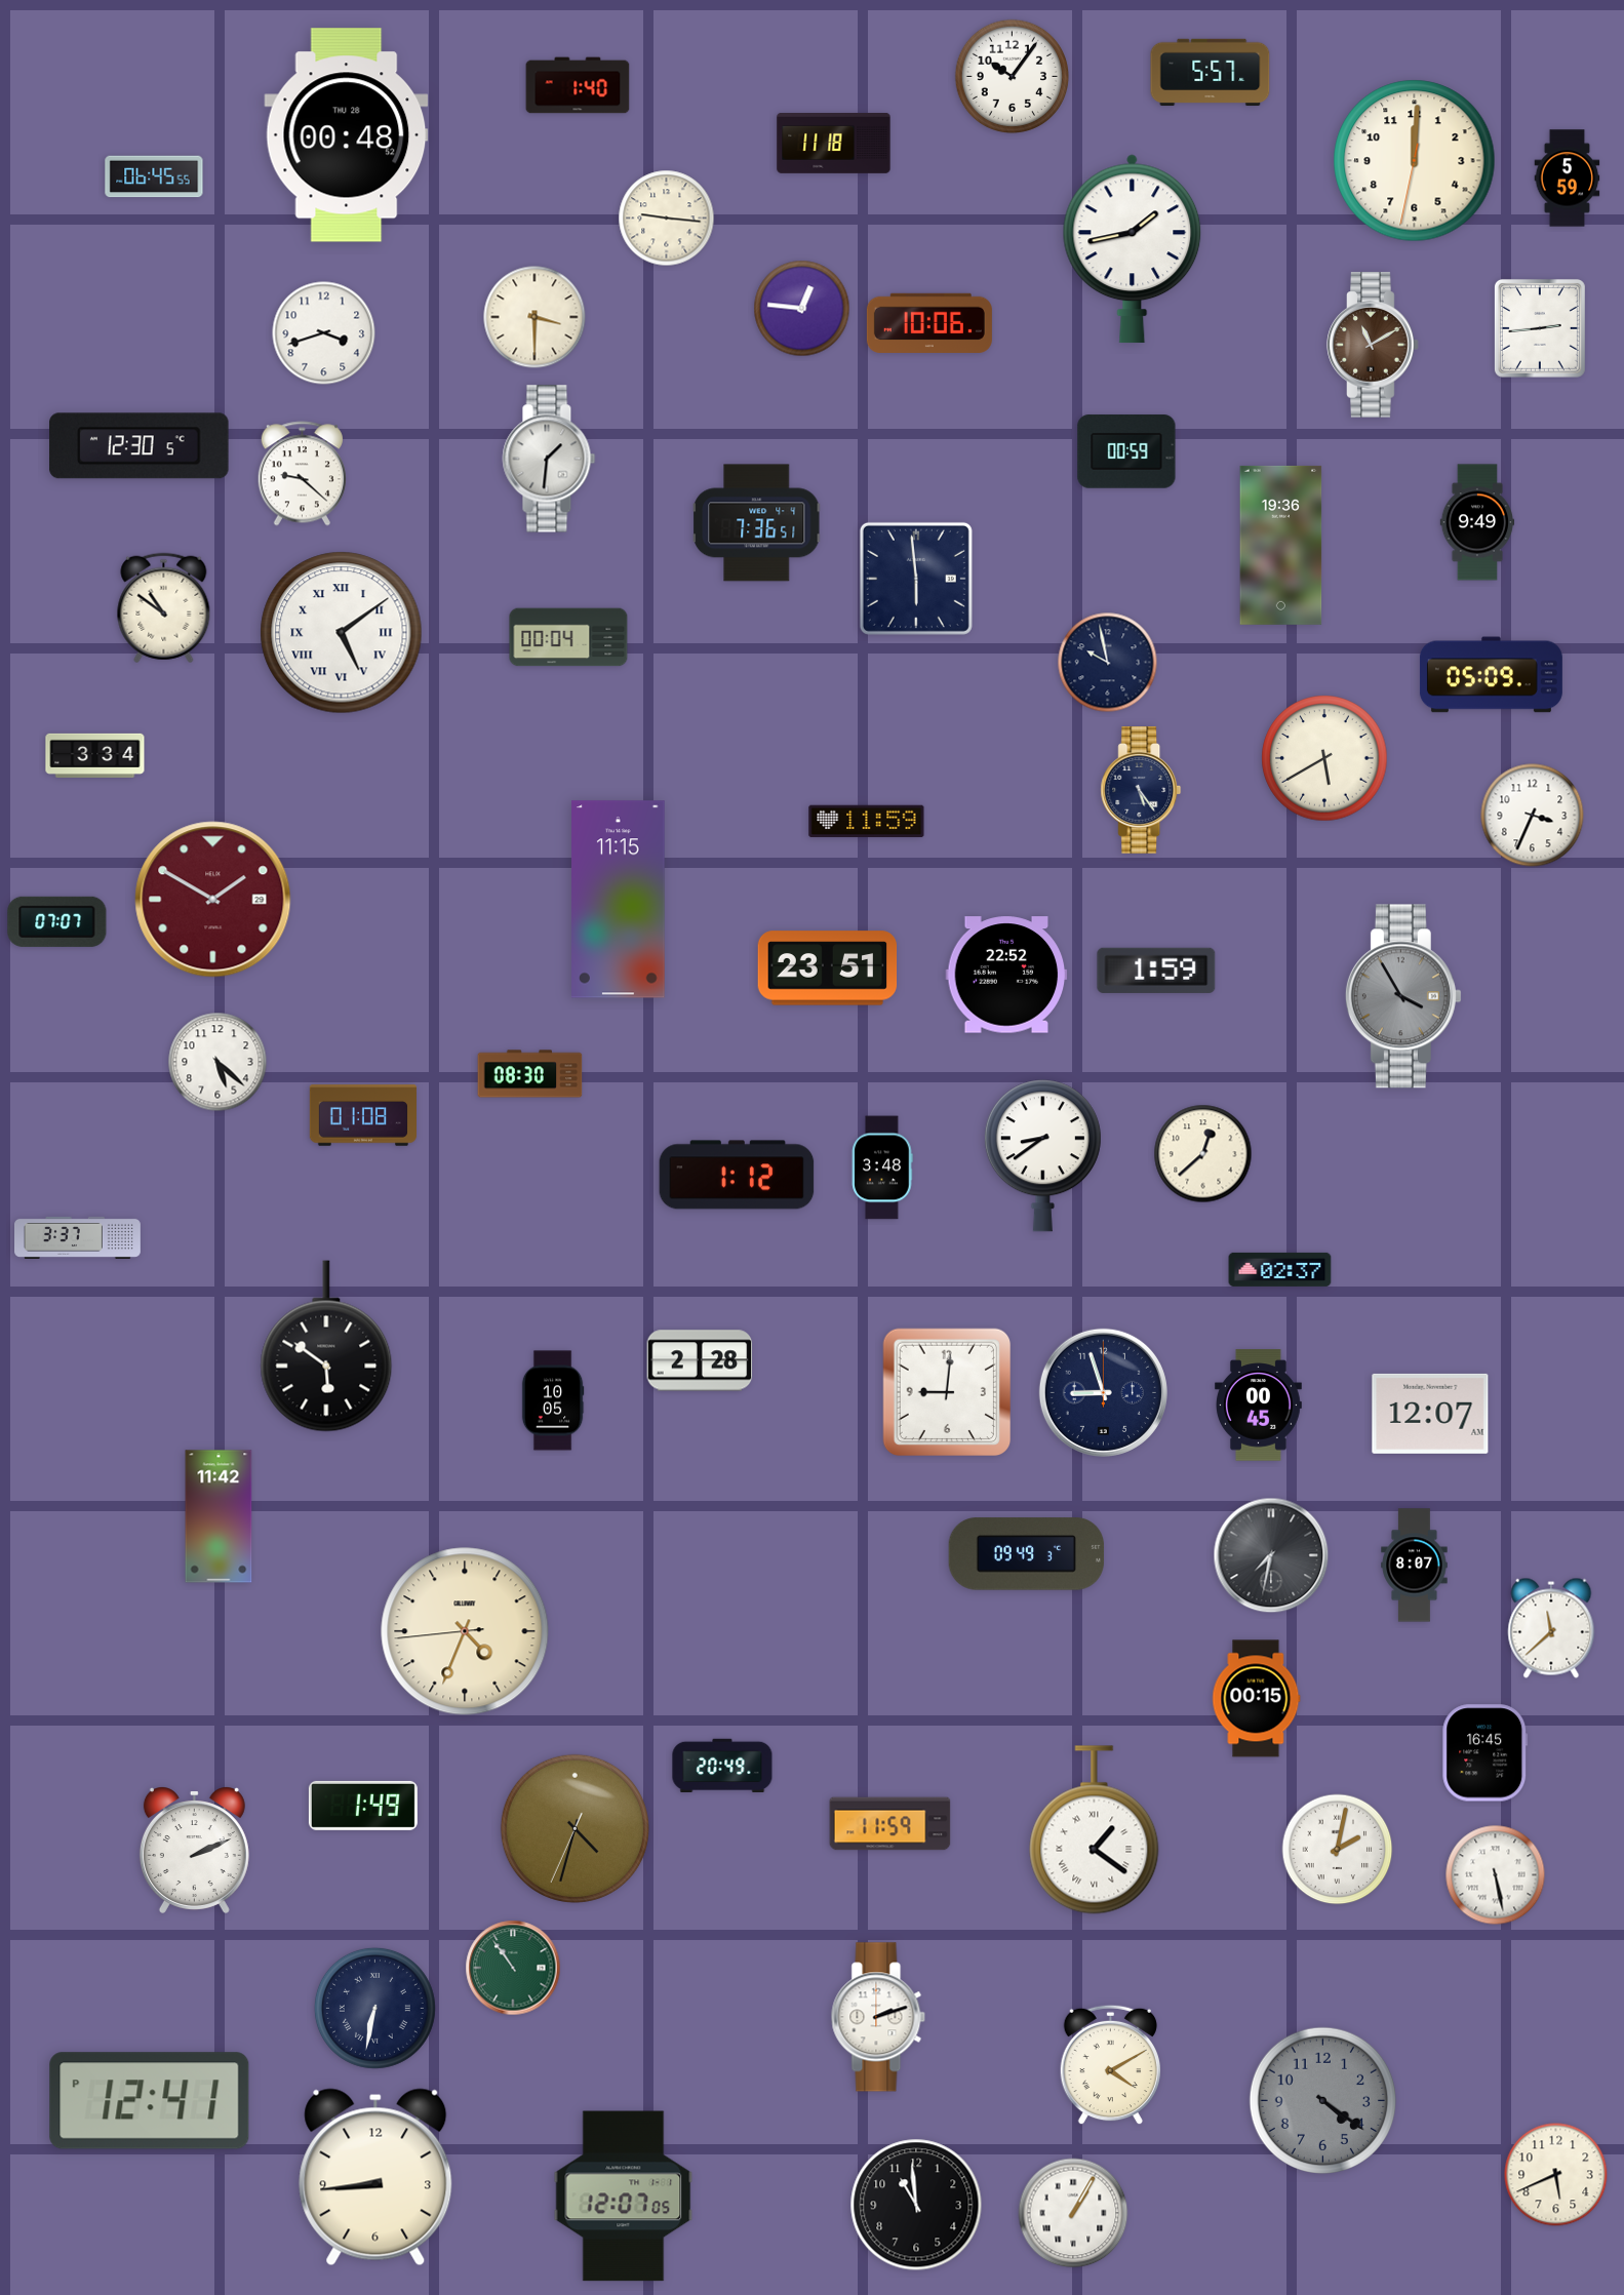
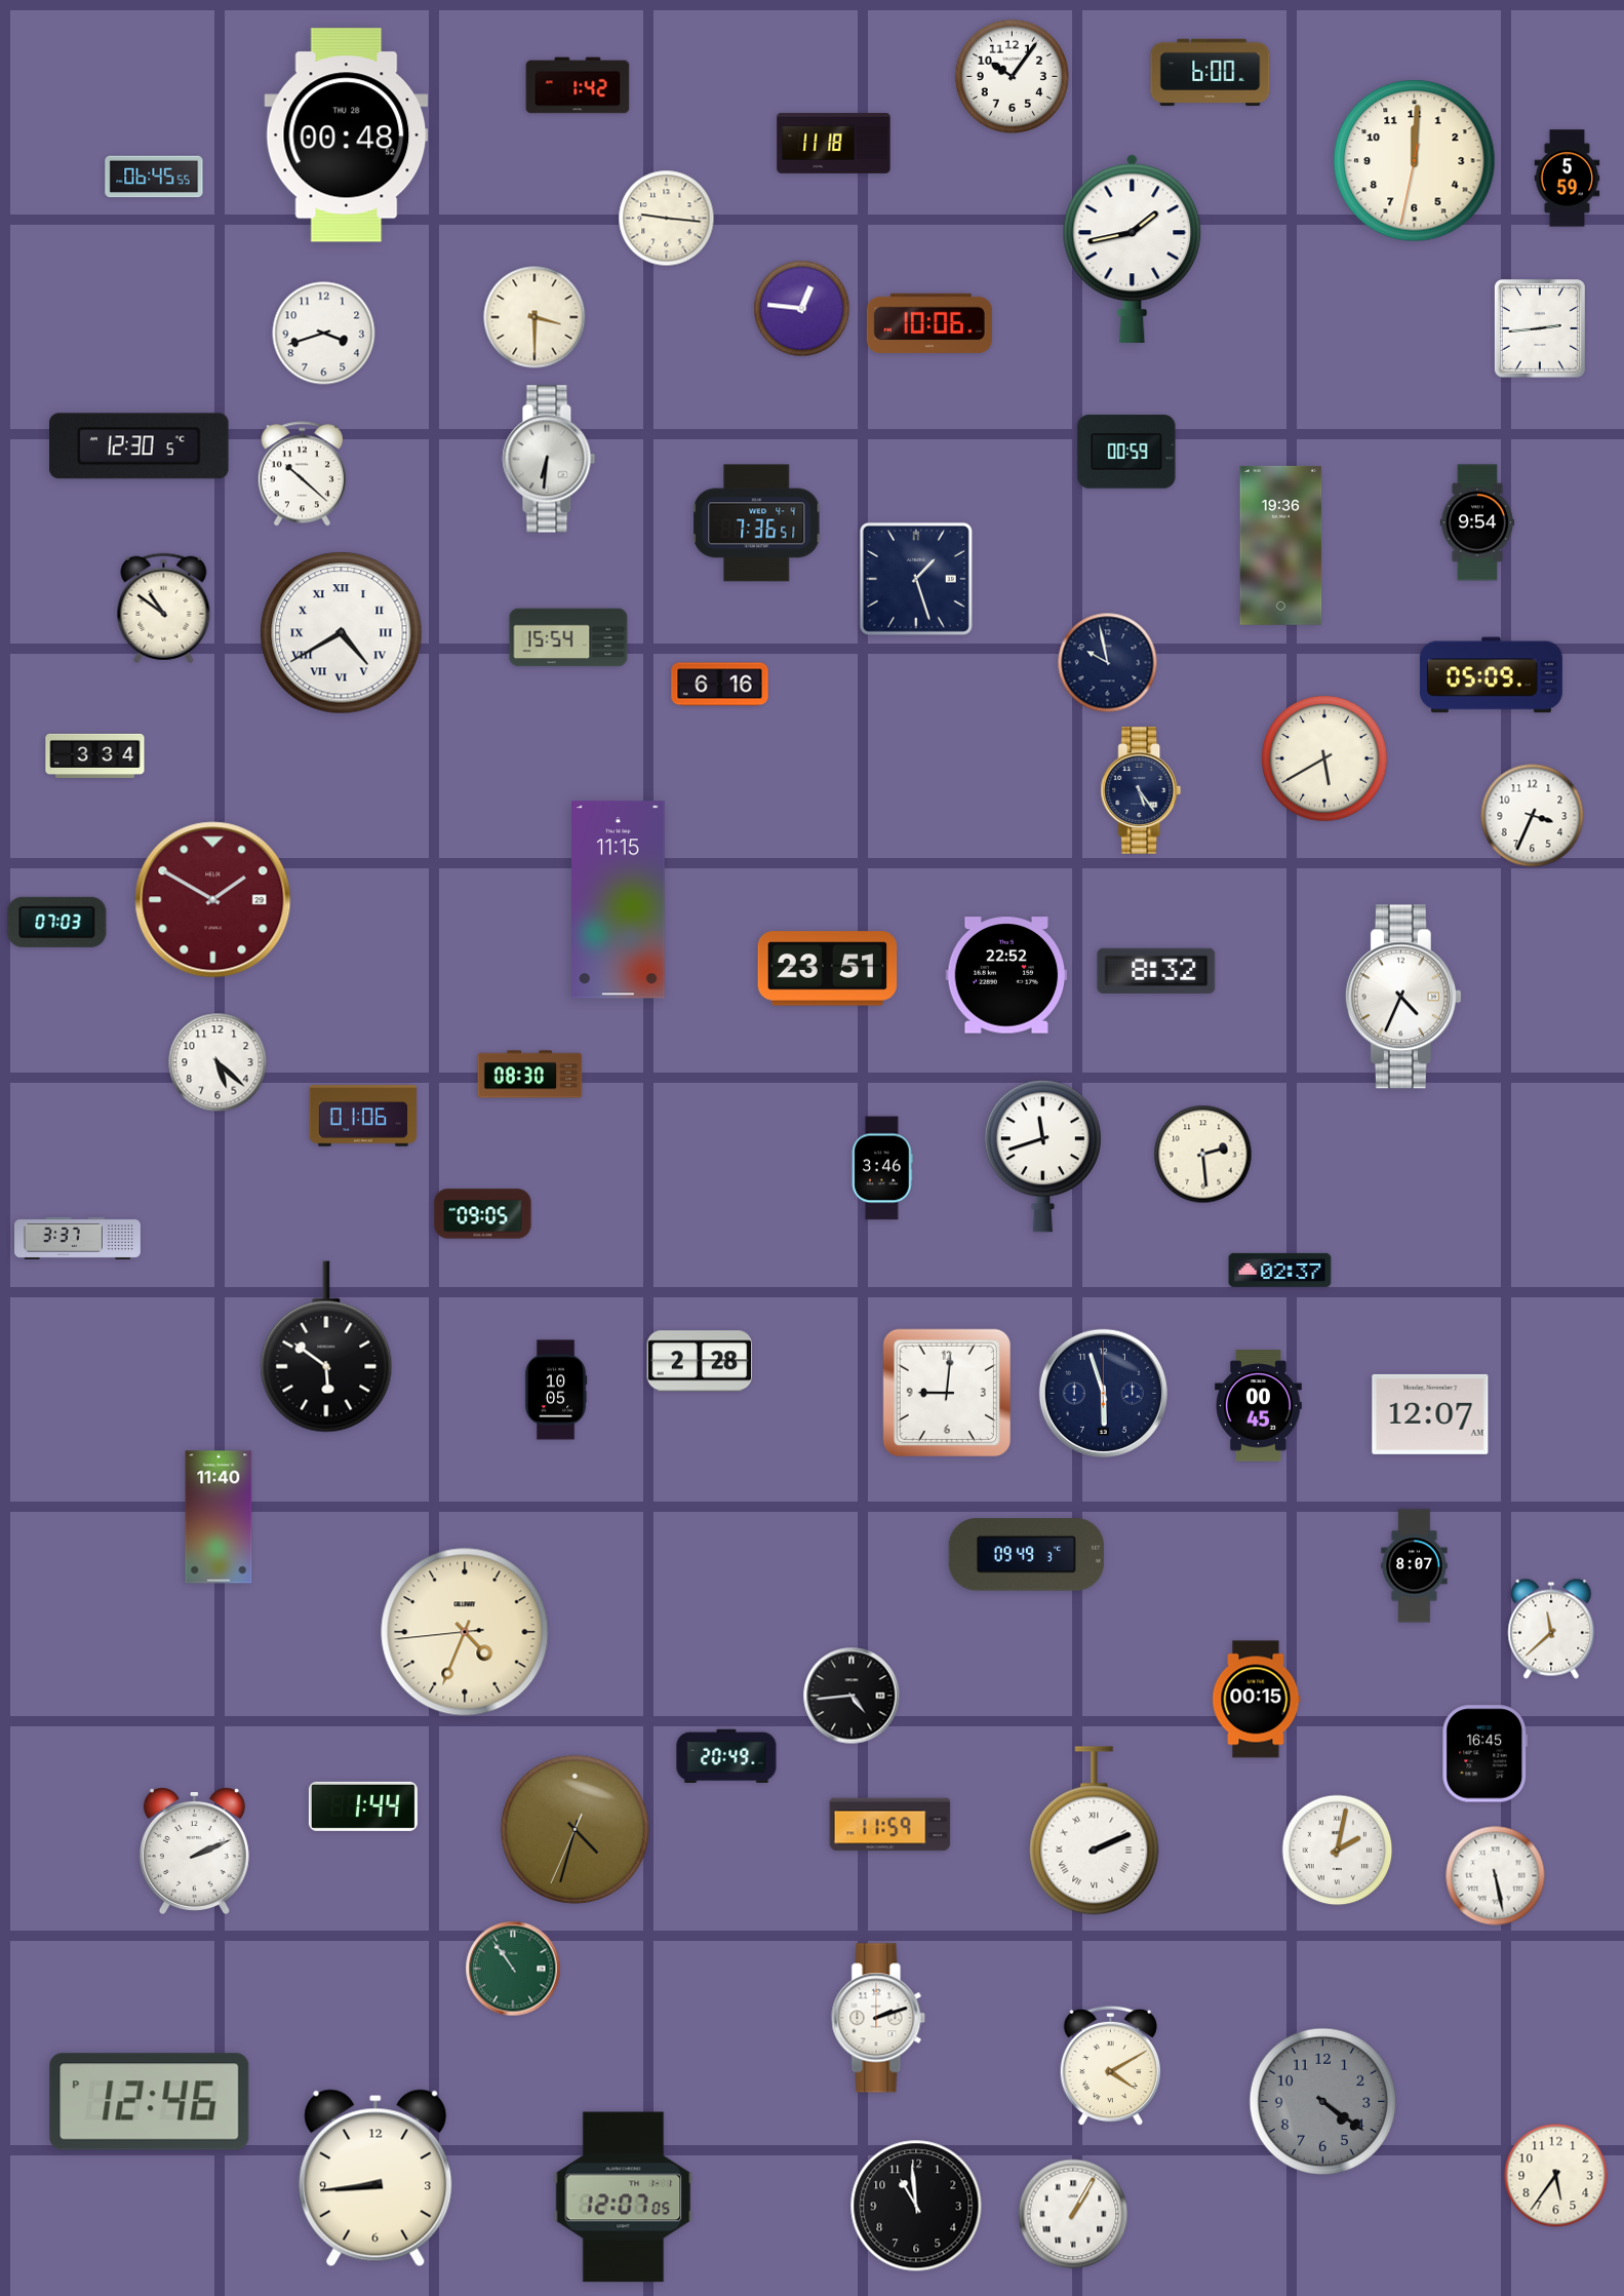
clock at (1211, 73): 5:57 -> 6:00
clock at (578, 85): 1:40 -> 1:42
clock at (1373, 345): 11:10 -> none
clock at (549, 459): 1:31 -> 6:31
clock at (302, 474): 9:22 -> 10:22
clock at (1477, 522): 9:49 -> 9:54
clock at (916, 579): 5:59 -> 1:27
clock at (342, 633): 5:09 -> 4:40
clock at (568, 637): 00:04 -> 15:54
clock at (720, 685): none -> 6:16
clock at (867, 822): 11:59 -> none
clock at (57, 921): 07:07 -> 07:03
clock at (1156, 971): 1:59 -> 8:32
clock at (1403, 996): 3:55 -> 4:34
clock at (1403, 996) dial: grey -> white
clock at (362, 1115): 01:08 -> 01:06
clock at (1203, 1154): 12:38 -> 2:29
clock at (1042, 1156): 8:39 -> 11:42
clock at (882, 1168): 3:48 -> 3:46
clock at (737, 1175): 1:12 -> none
clock at (483, 1214): none -> 09:05
clock at (1103, 1392): 8:57 -> 5:57
clock at (553, 1400) position: (553, 1400) -> (556, 1390)
clock at (219, 1516): 11:42 -> 11:40
clock at (1271, 1555): 7:32 -> none
clock at (851, 1696): none -> 4:44
clock at (722, 1765) position: (722, 1765) -> (726, 1755)
clock at (363, 1806): 1:49 -> 1:44
clock at (1095, 1830): 1:21 -> 2:11
clock at (374, 2008): 6:32 -> none
clock at (150, 2101): 12:41 -> 12:46
clock at (1556, 2175): 5:41 -> 5:36
